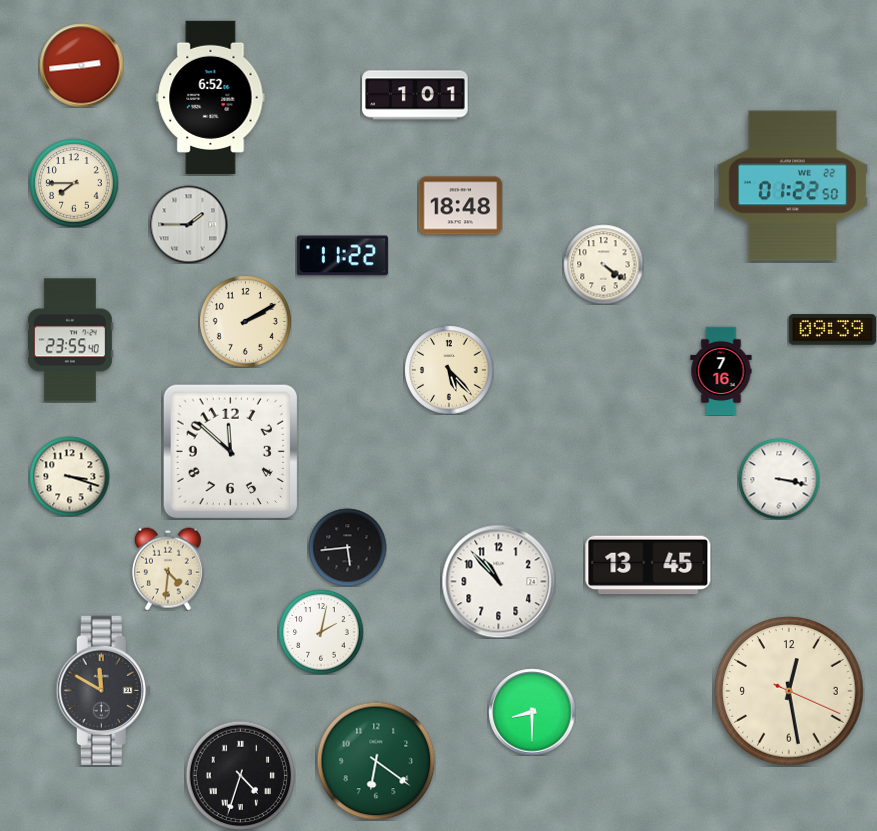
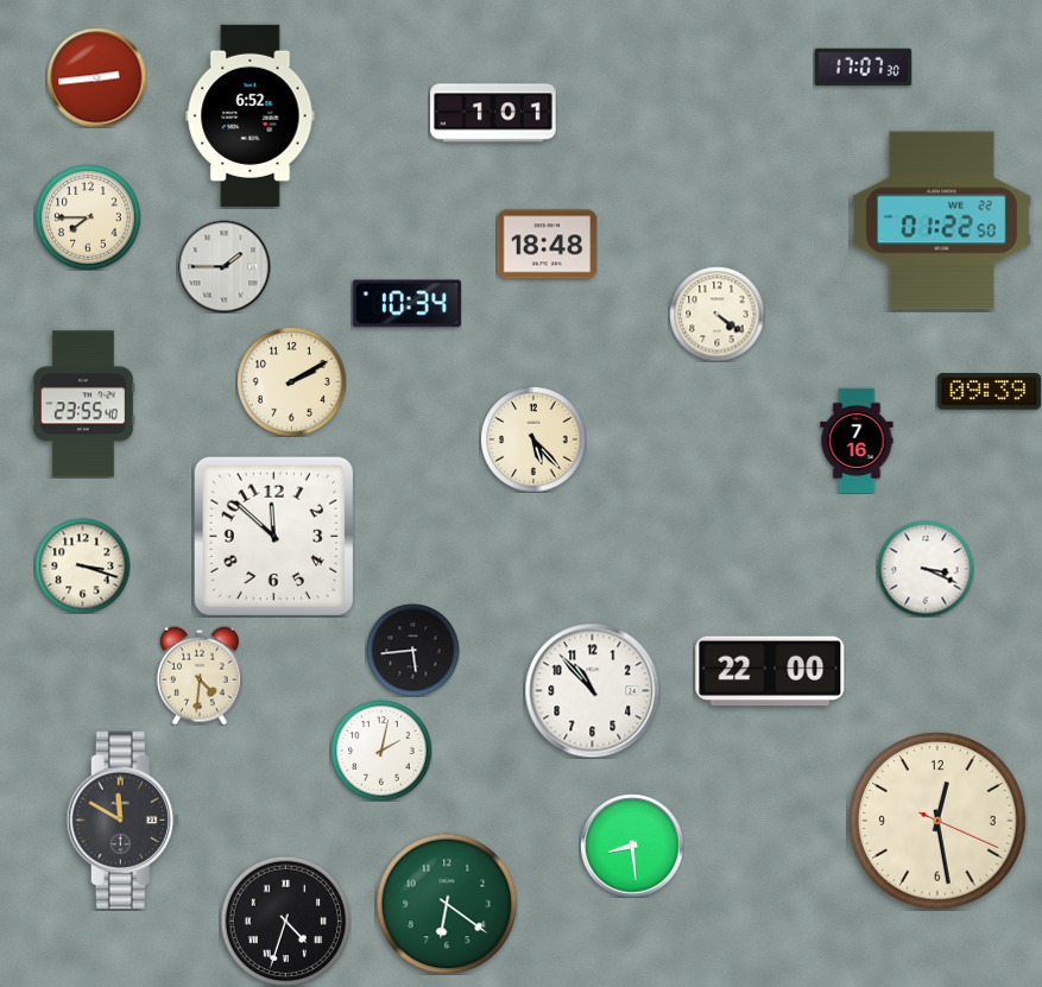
clock at (863, 68): none -> 17:07
clock at (342, 256): 11:22 -> 10:34
clock at (779, 479): 3:17 -> 3:19
clock at (648, 565): 13:45 -> 22:00
clock at (532, 712): 8:30 -> 8:29
